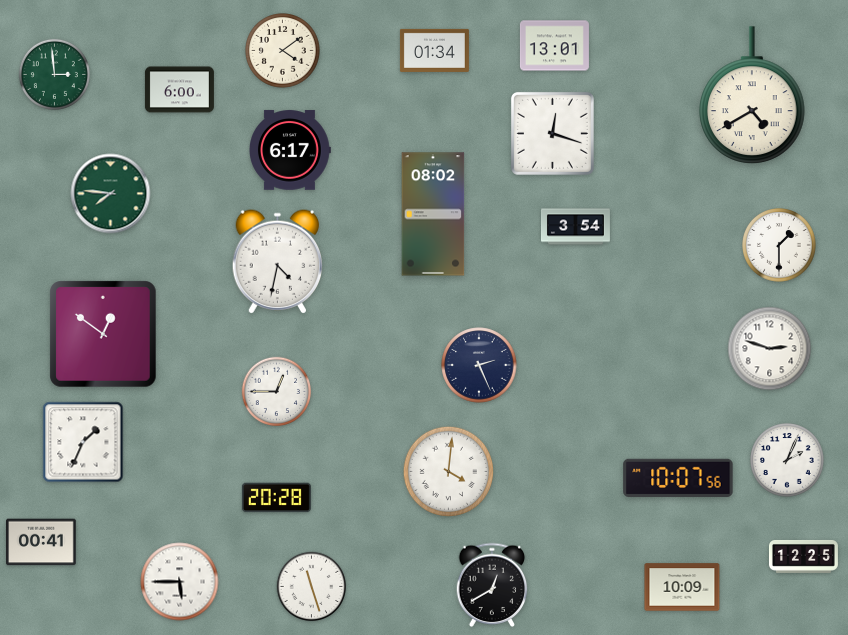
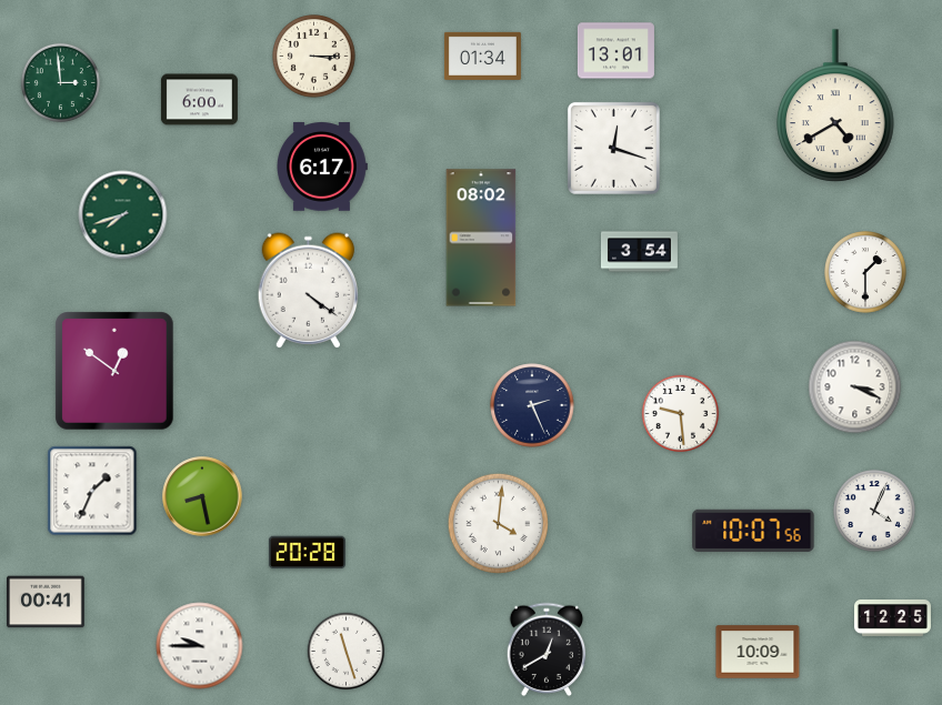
clock at (283, 51): 4:09 -> 3:15
clock at (111, 194): 7:46 -> 7:42
clock at (278, 262): 4:32 -> 4:21
clock at (770, 349): 2:48 -> 3:19
clock at (681, 414): none -> 9:29
clock at (277, 392): 12:45 -> none
clock at (202, 496): none -> 8:28
clock at (788, 461): 2:04 -> 4:04
clock at (180, 582): 5:45 -> 9:45
